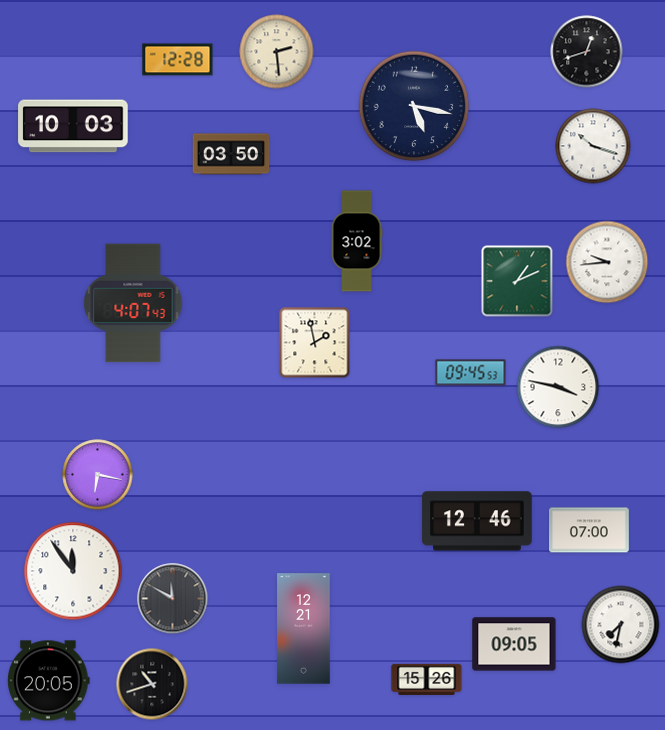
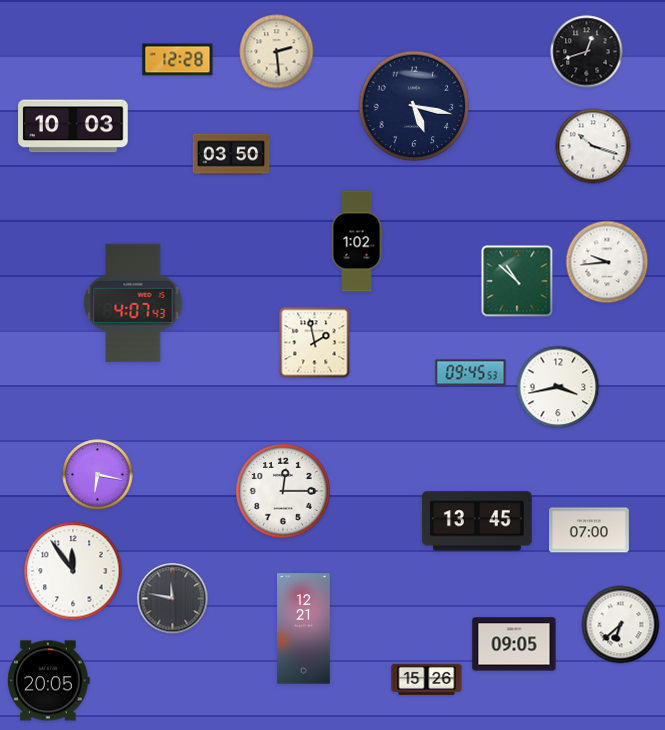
clock at (357, 241): 3:02 -> 1:02
clock at (517, 281): 1:11 -> 10:52
clock at (558, 387): 3:47 -> 3:43
clock at (283, 491): none -> 12:15
clock at (477, 521): 12:46 -> 13:45
clock at (173, 599): 11:50 -> 11:47
clock at (621, 625): 7:32 -> 6:38
clock at (152, 684): 10:42 -> none
